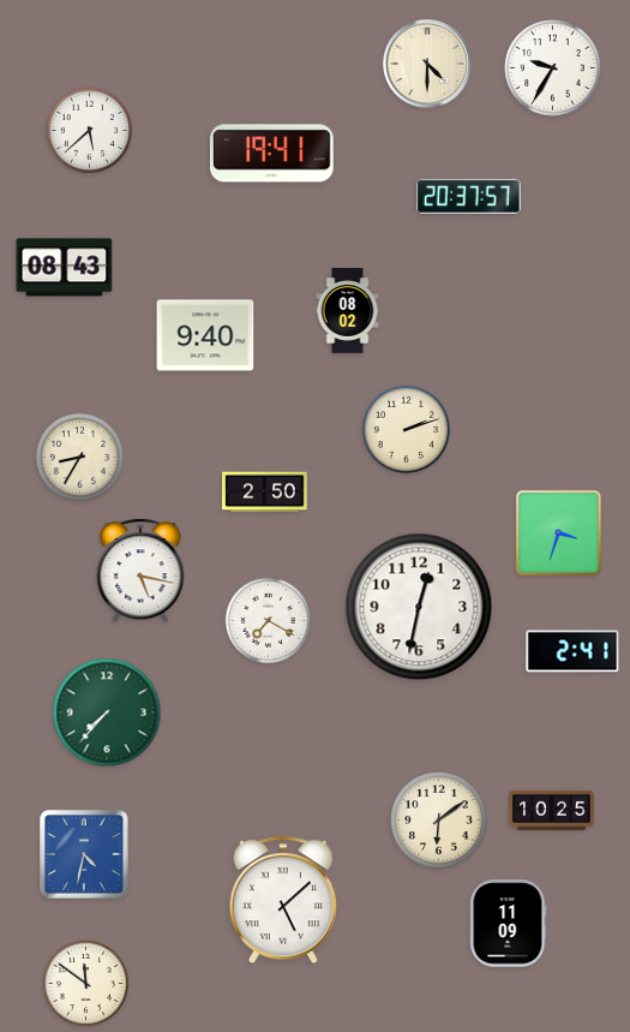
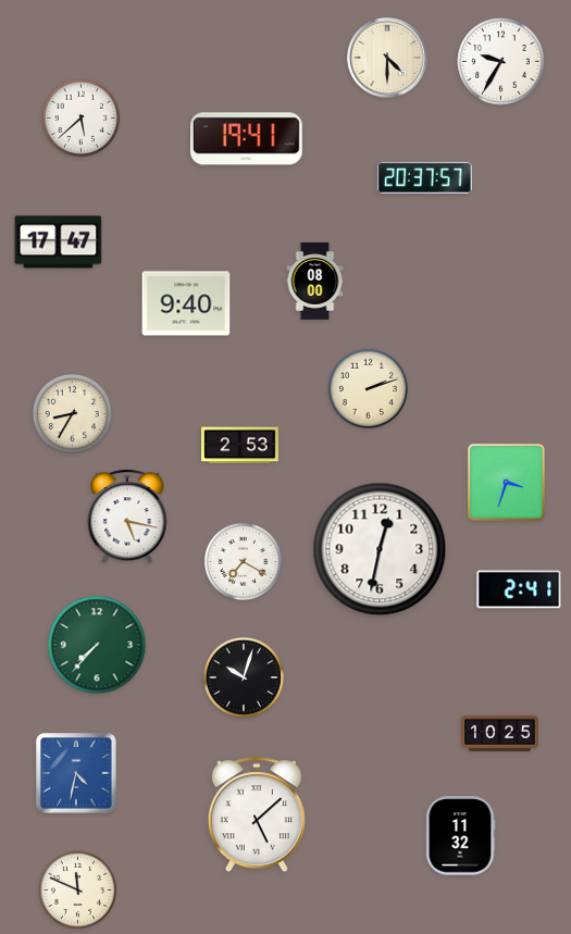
clock at (65, 268): 08:43 -> 17:47
clock at (348, 311): 08:02 -> 08:00
clock at (265, 493): 2:50 -> 2:53
clock at (244, 677): none -> 10:03
clock at (439, 821): 6:09 -> none
clock at (508, 924): 11:09 -> 11:32
clock at (86, 984): 11:51 -> 11:49
